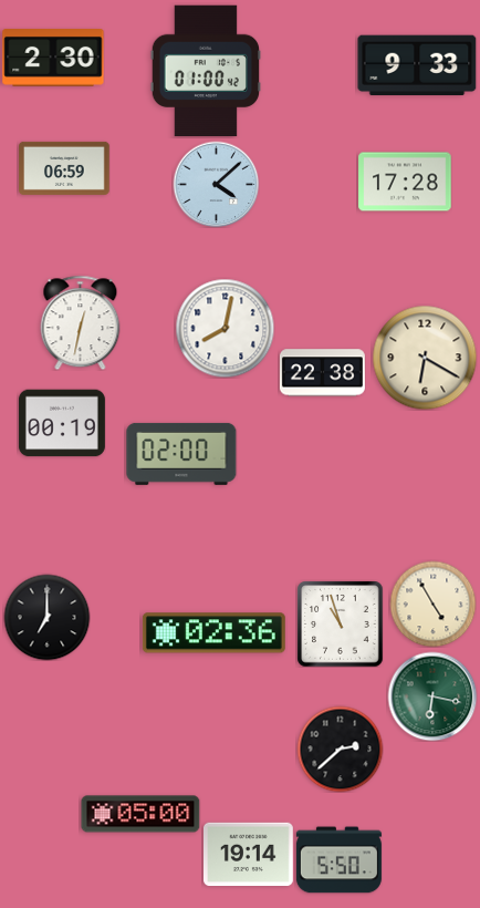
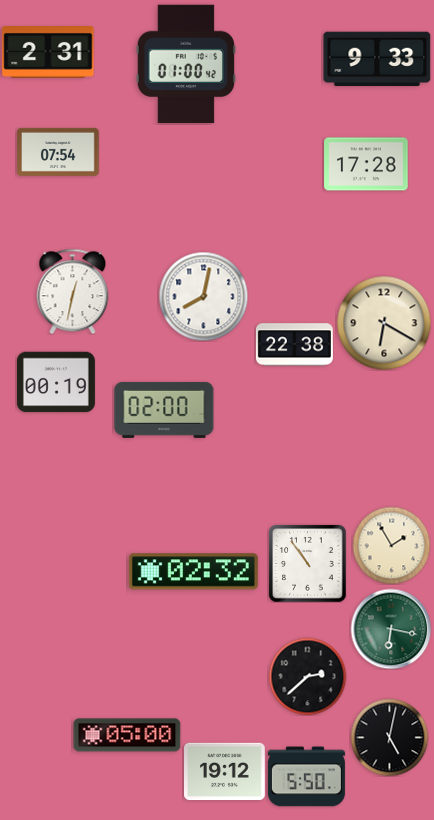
clock at (53, 59): 2:30 -> 2:31
clock at (64, 168): 06:59 -> 07:54
clock at (216, 184): 4:08 -> none
clock at (322, 373) position: (322, 373) -> (294, 345)
clock at (432, 603): 4:55 -> 1:55
clock at (46, 617): 7:00 -> none
clock at (340, 623): 10:57 -> 10:54
clock at (213, 633): 02:36 -> 02:32
clock at (389, 737): none -> 5:02
clock at (249, 855): 19:14 -> 19:12
